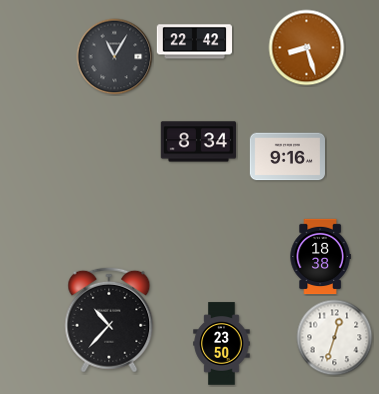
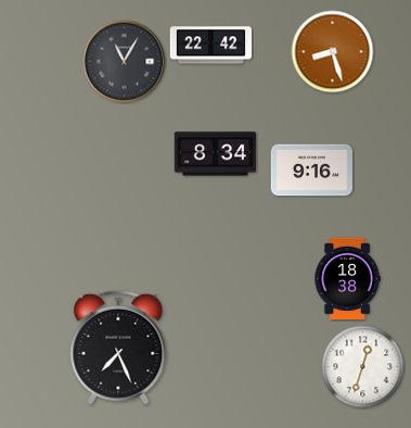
clock at (109, 320): 10:37 -> 7:26
clock at (222, 344): 23:50 -> none
